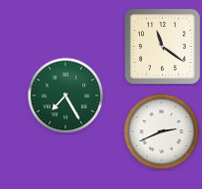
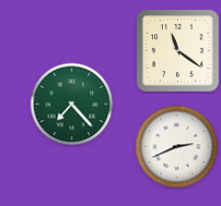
clock at (66, 96): 7:25 -> 7:23
clock at (162, 132) position: (162, 132) -> (177, 147)
